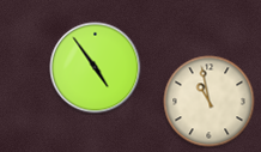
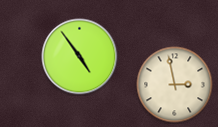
clock at (210, 102): 10:58 -> 2:58
